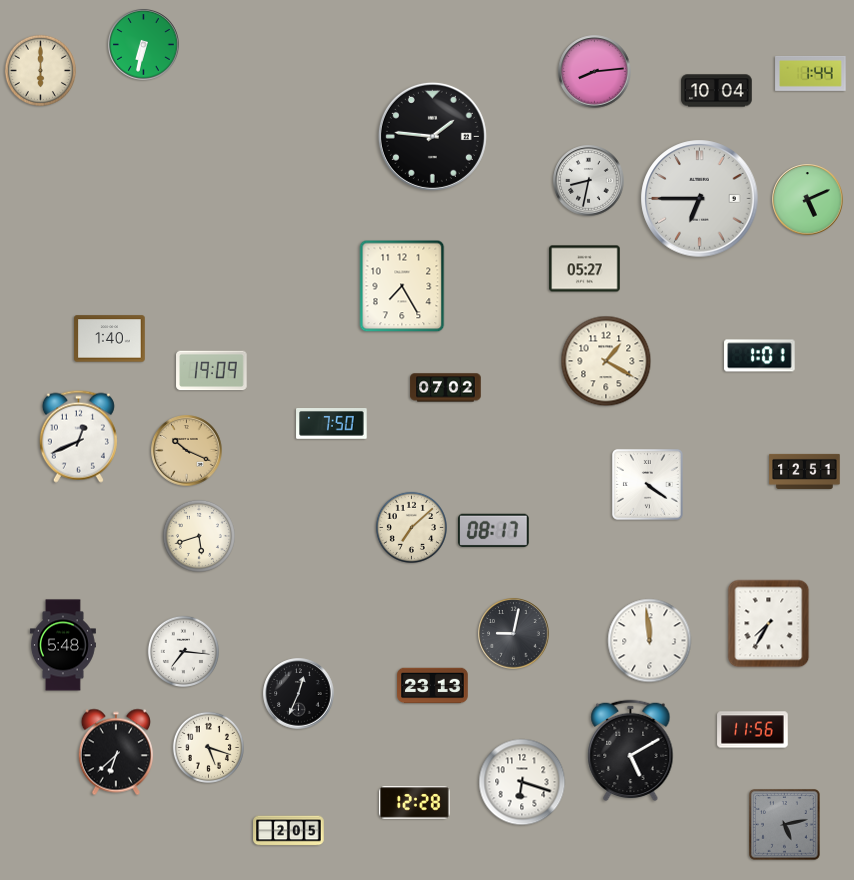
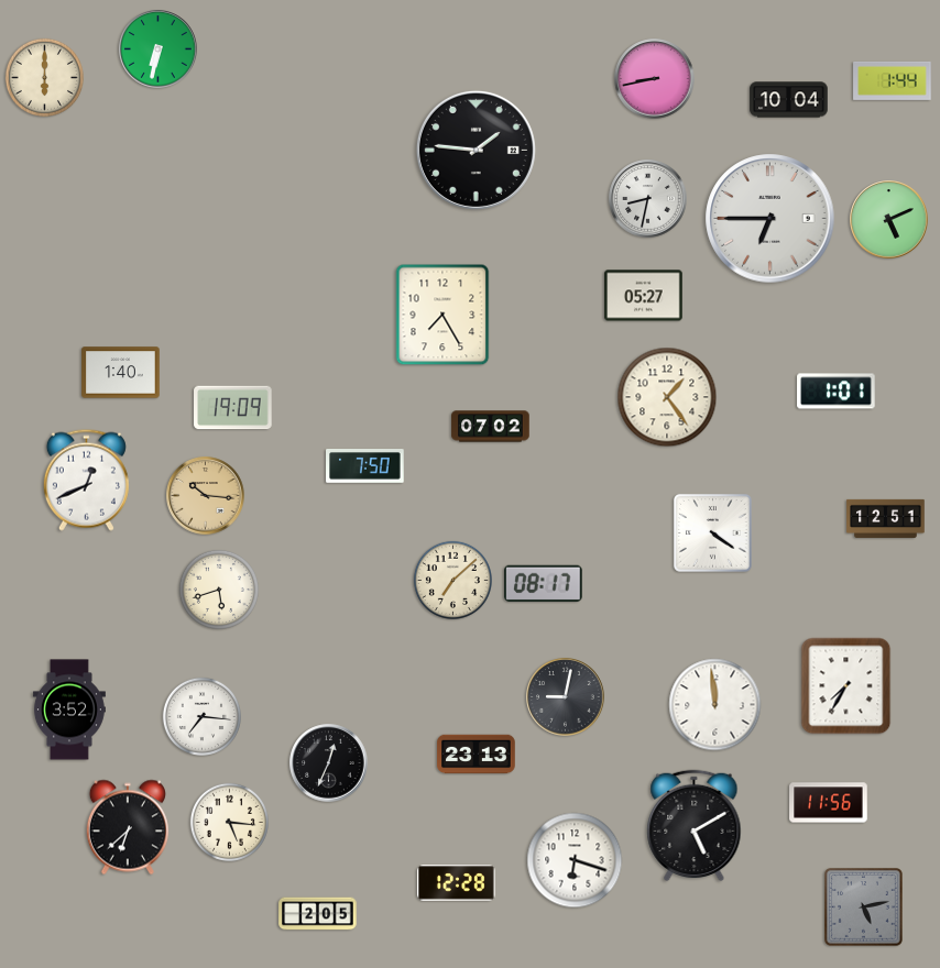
clock at (595, 72): 8:14 -> 8:43
clock at (606, 361): 1:20 -> 1:24
clock at (187, 451): 10:19 -> 10:16
clock at (63, 645): 5:48 -> 3:52
clock at (208, 747): 5:18 -> 5:16
